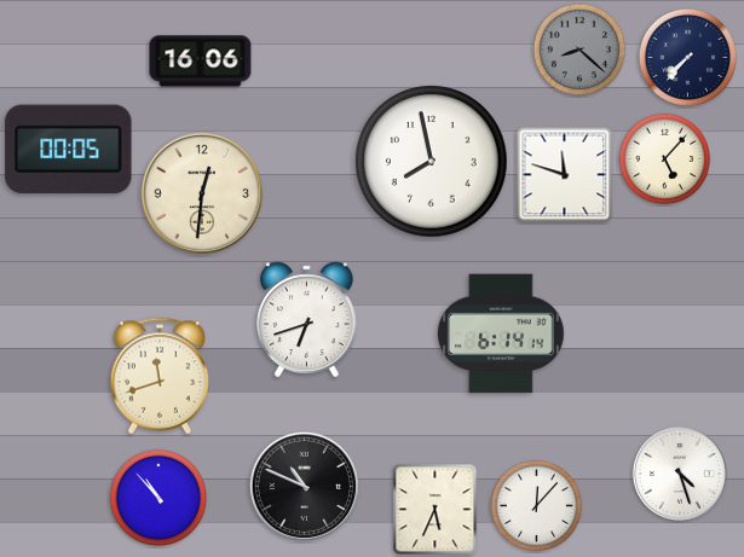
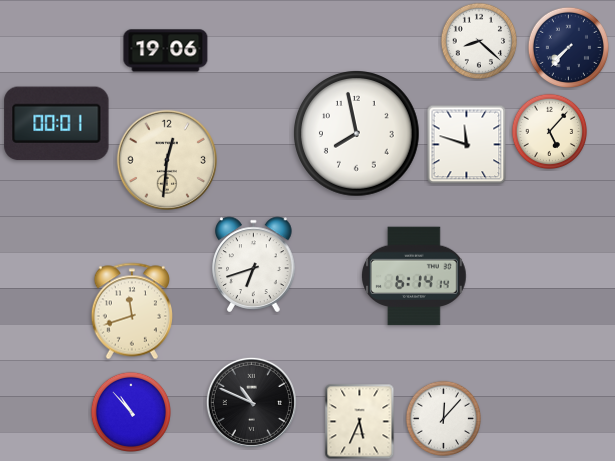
clock at (579, 50) dial: grey -> white
clock at (201, 62): 16:06 -> 19:06
clock at (69, 150): 00:05 -> 00:01
clock at (680, 474): 4:27 -> none
